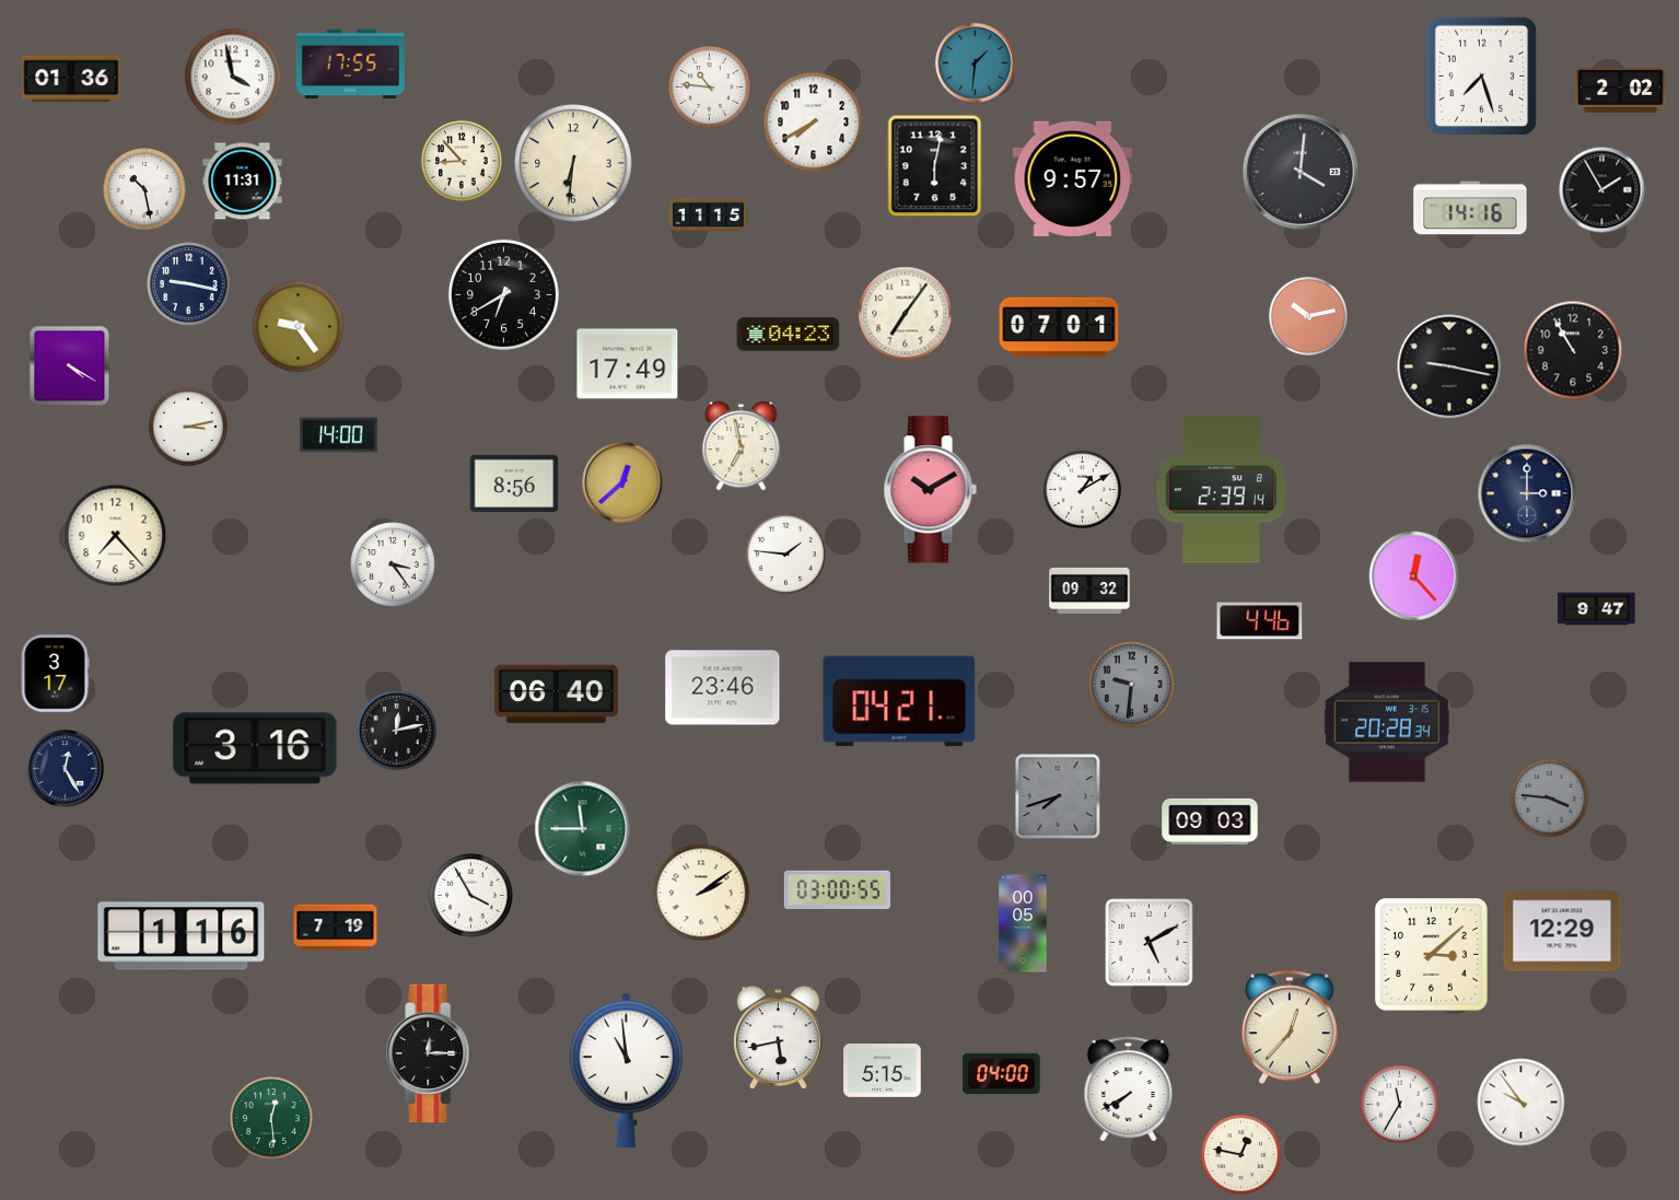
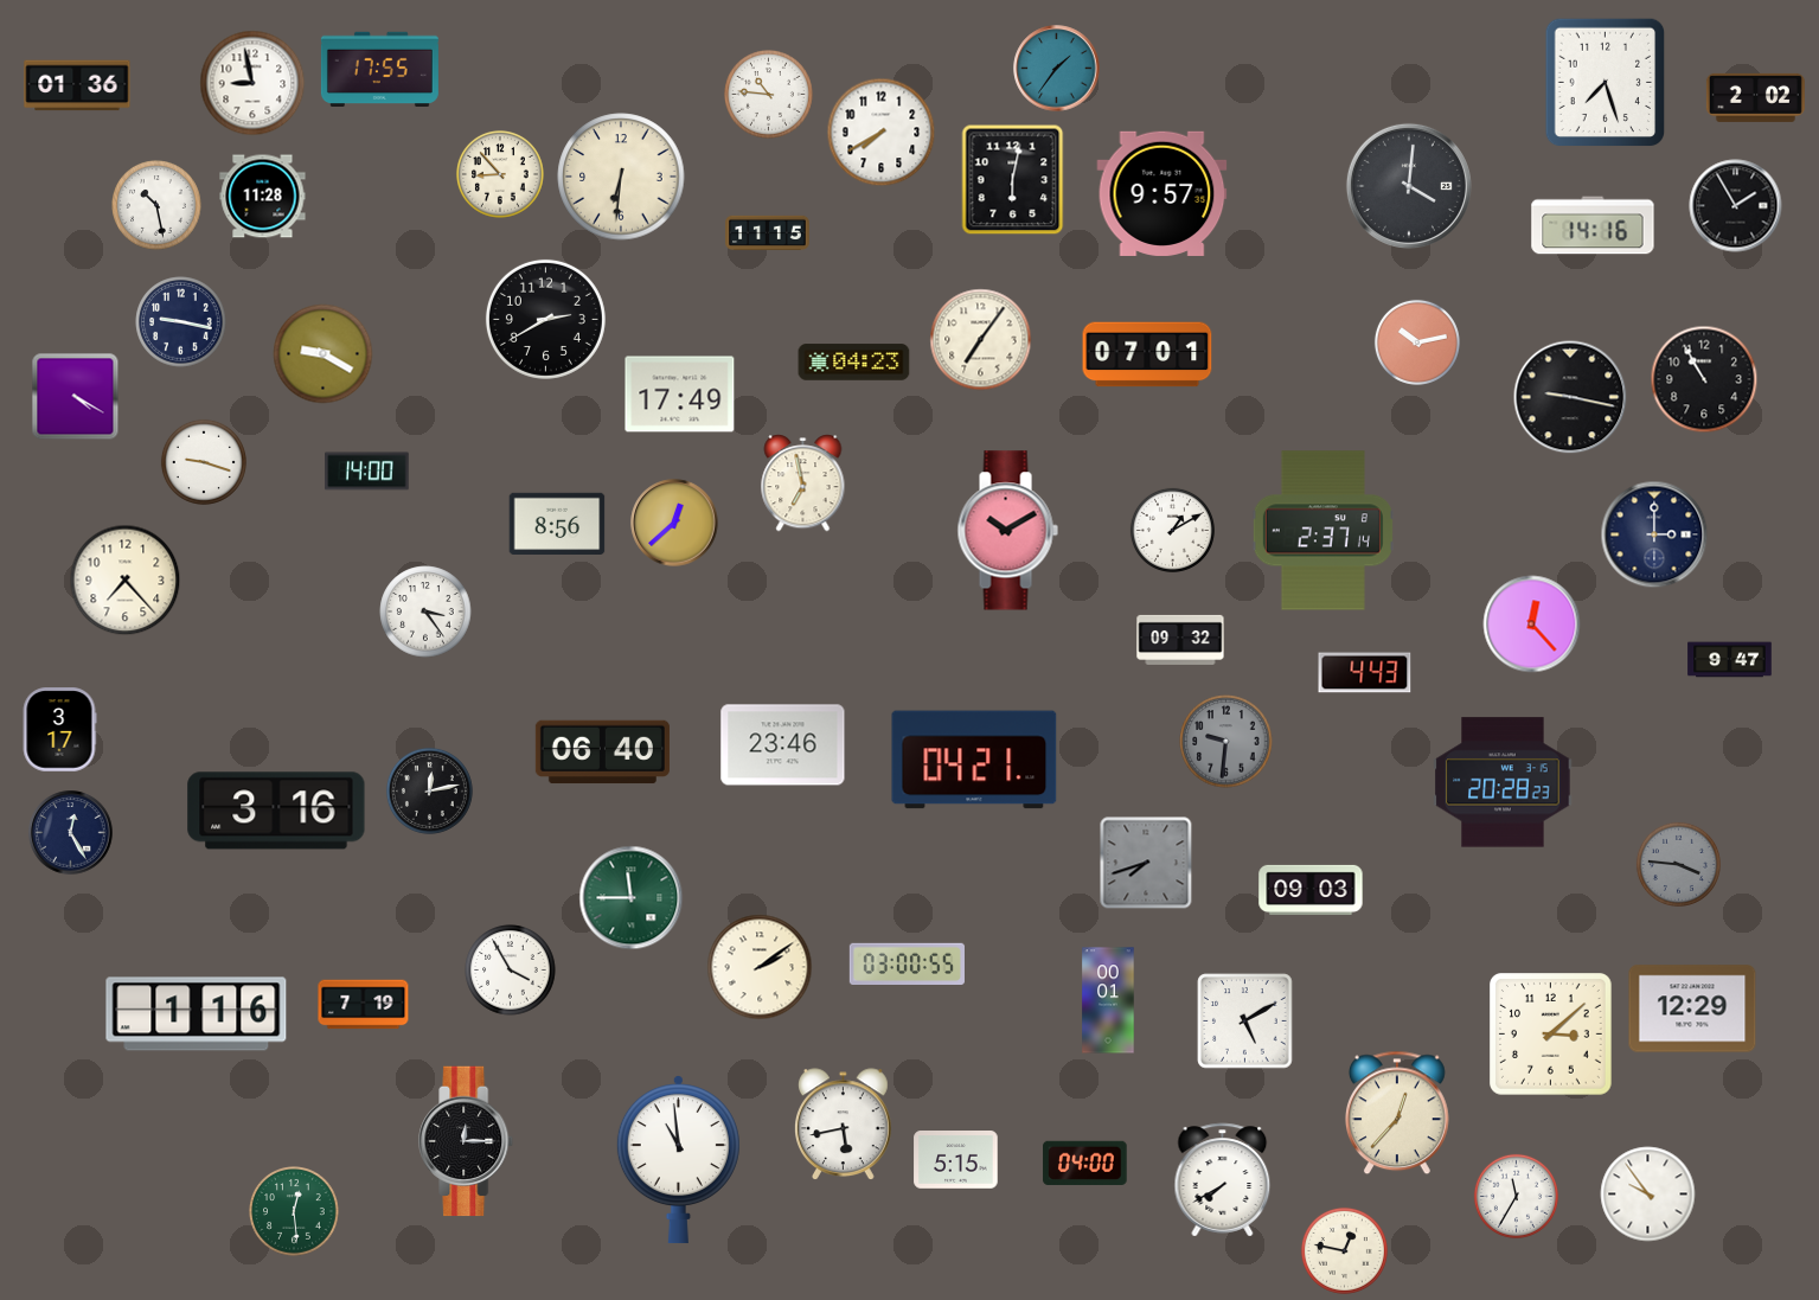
clock at (976, 63): 1:31 -> 1:36
clock at (233, 77): 3:58 -> 8:58
clock at (243, 182): 11:31 -> 11:28
clock at (189, 284) position: (189, 284) -> (181, 322)
clock at (503, 294): 6:40 -> 2:40
clock at (299, 327): 9:24 -> 9:20
clock at (188, 427): 3:13 -> 9:18
clock at (1221, 490): 2:39 -> 2:37
clock at (785, 554): 1:46 -> none
clock at (1260, 621): 4:46 -> 4:43
clock at (1387, 722): 20:28:34 -> 20:28:23
clock at (1023, 923): 00:05 -> 00:01
